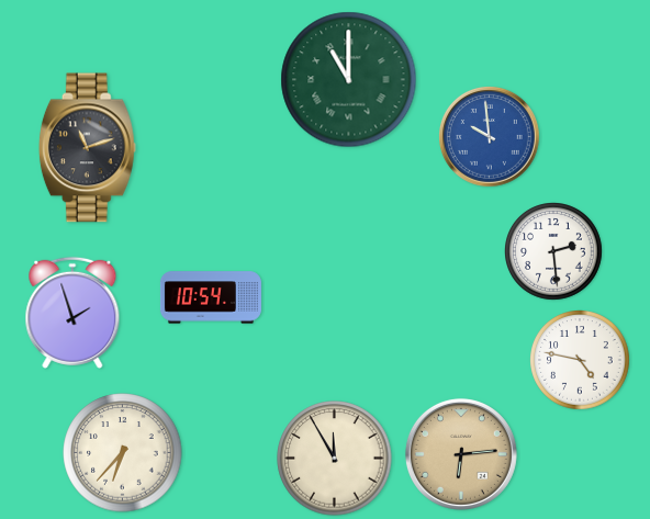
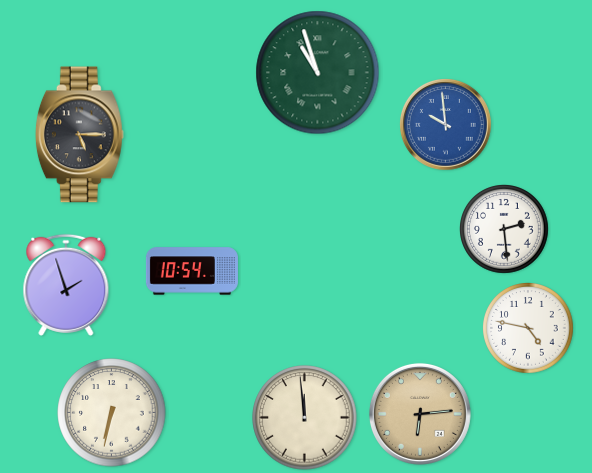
clock at (349, 80): 11:00 -> 10:57
clock at (87, 148): 11:12 -> 5:15
clock at (123, 453): 6:37 -> 6:32
clock at (335, 459): 11:55 -> 11:59
